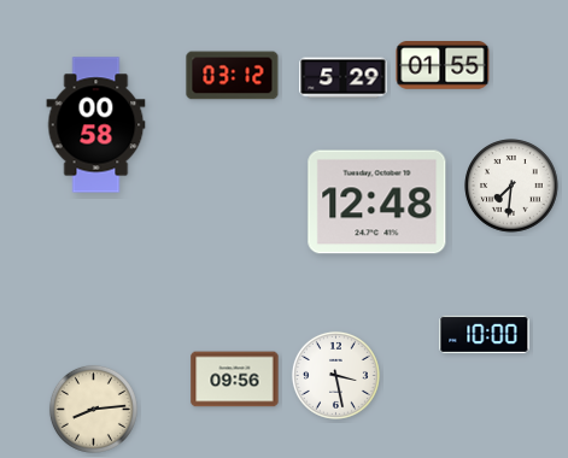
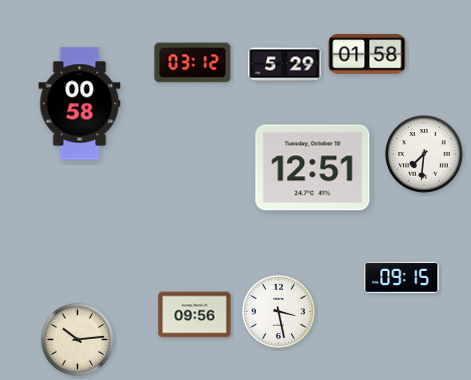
clock at (443, 65): 01:55 -> 01:58
clock at (377, 202): 12:48 -> 12:51
clock at (485, 334): 10:00 -> 09:15
clock at (93, 409): 8:14 -> 10:14
